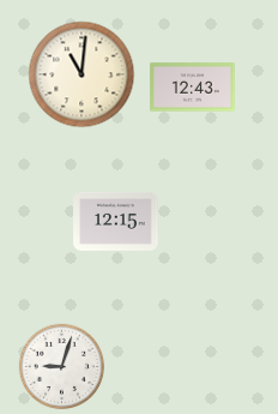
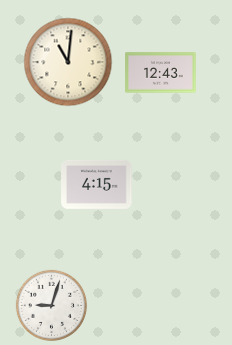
clock at (116, 221): 12:15 -> 4:15
